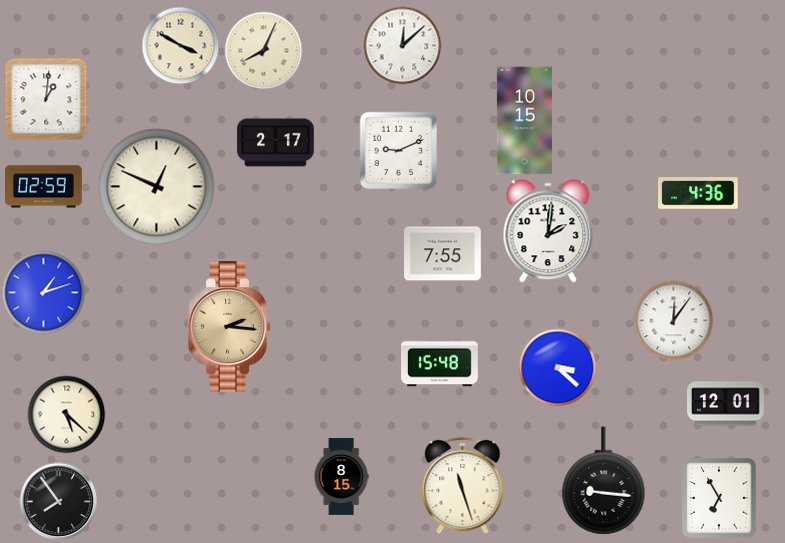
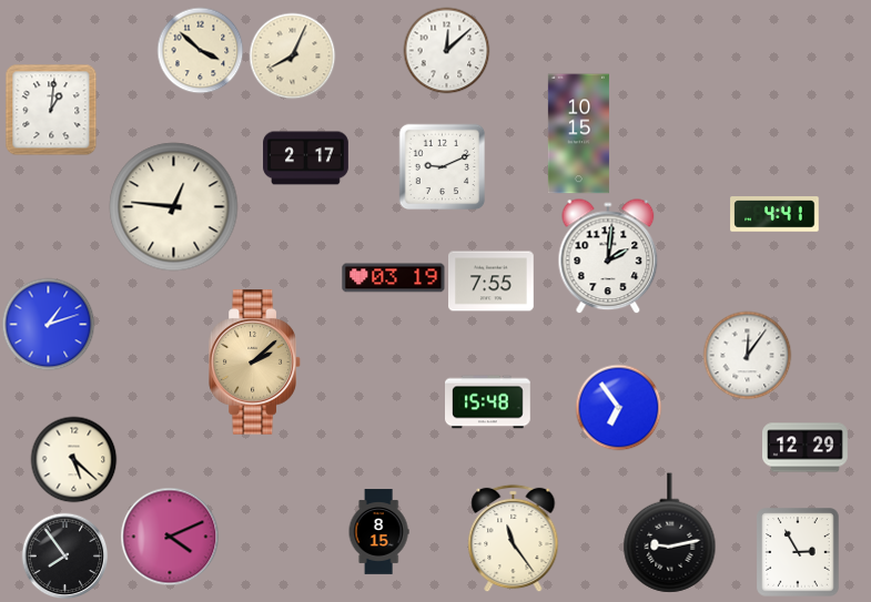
clock at (180, 45): 3:50 -> 3:52
clock at (524, 121) position: (524, 121) -> (578, 134)
clock at (44, 187): 02:59 -> none
clock at (157, 187): 12:49 -> 12:46
clock at (698, 193): 4:36 -> 4:41
clock at (394, 278): none -> 03:19
clock at (230, 327): 2:16 -> 2:08
clock at (557, 367): 3:22 -> 6:54
clock at (726, 404): 12:01 -> 12:29
clock at (341, 477) position: (341, 477) -> (378, 532)
clock at (604, 481): 9:16 -> 9:13
clock at (170, 537): none -> 4:11
clock at (463, 485): 11:27 -> 11:24
clock at (719, 498): 6:55 -> 2:55
